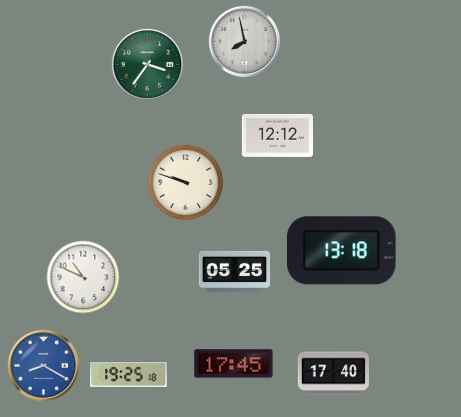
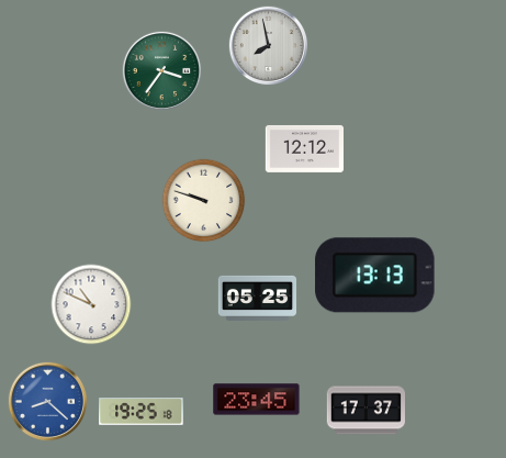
clock at (342, 251): 13:18 -> 13:13
clock at (234, 364): 17:45 -> 23:45
clock at (44, 366): 8:20 -> 8:22
clock at (333, 374): 17:40 -> 17:37
